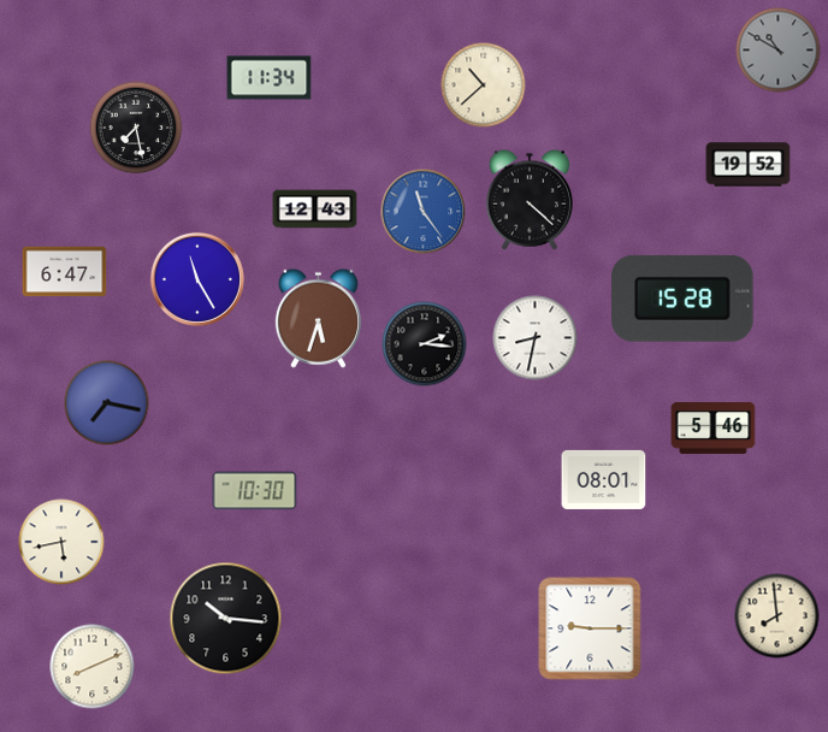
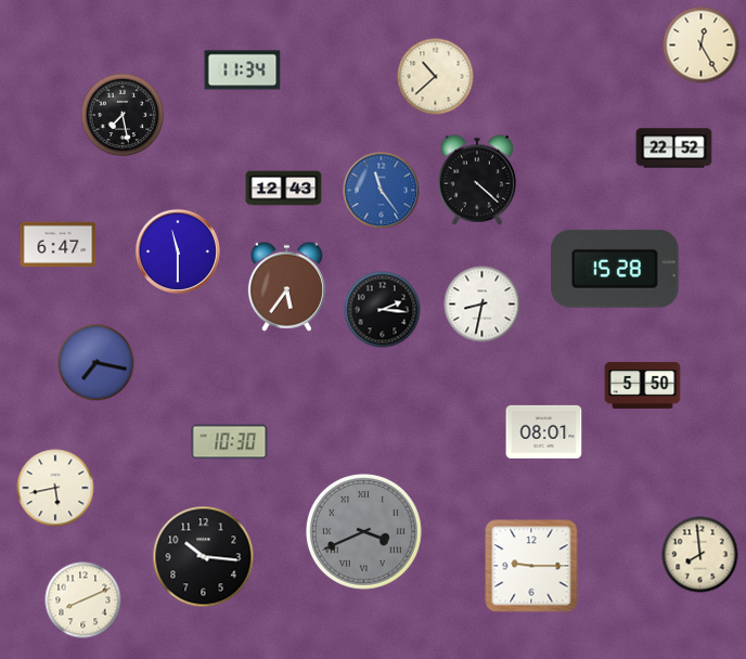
clock at (779, 51): 10:50 -> 12:25
clock at (779, 51) dial: grey -> cream
clock at (749, 165): 19:52 -> 22:52
clock at (197, 279): 11:25 -> 11:30
clock at (318, 318): 5:33 -> 5:36
clock at (714, 427): 5:46 -> 5:50
clock at (363, 531): none -> 3:41
